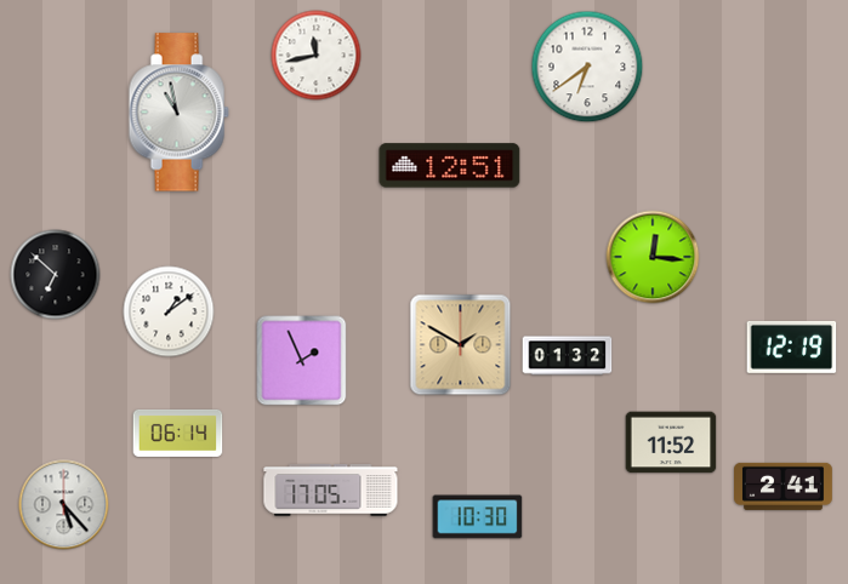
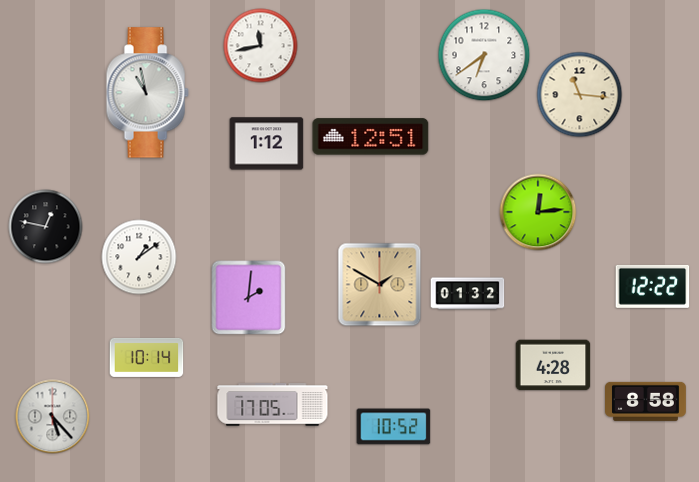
clock at (580, 95): none -> 11:16
clock at (267, 144): none -> 1:12
clock at (653, 257): 12:16 -> 12:14
clock at (56, 275): 6:52 -> 12:47
clock at (792, 347): 12:19 -> 12:22
clock at (302, 361): 1:56 -> 2:01
clock at (178, 433): 06:14 -> 10:14
clock at (671, 442): 11:52 -> 4:28
clock at (784, 486): 2:41 -> 8:58
clock at (478, 517): 10:30 -> 10:52
